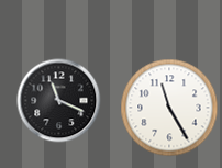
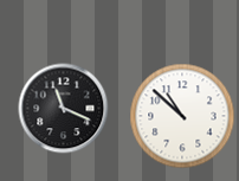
clock at (169, 108): 11:25 -> 10:52
